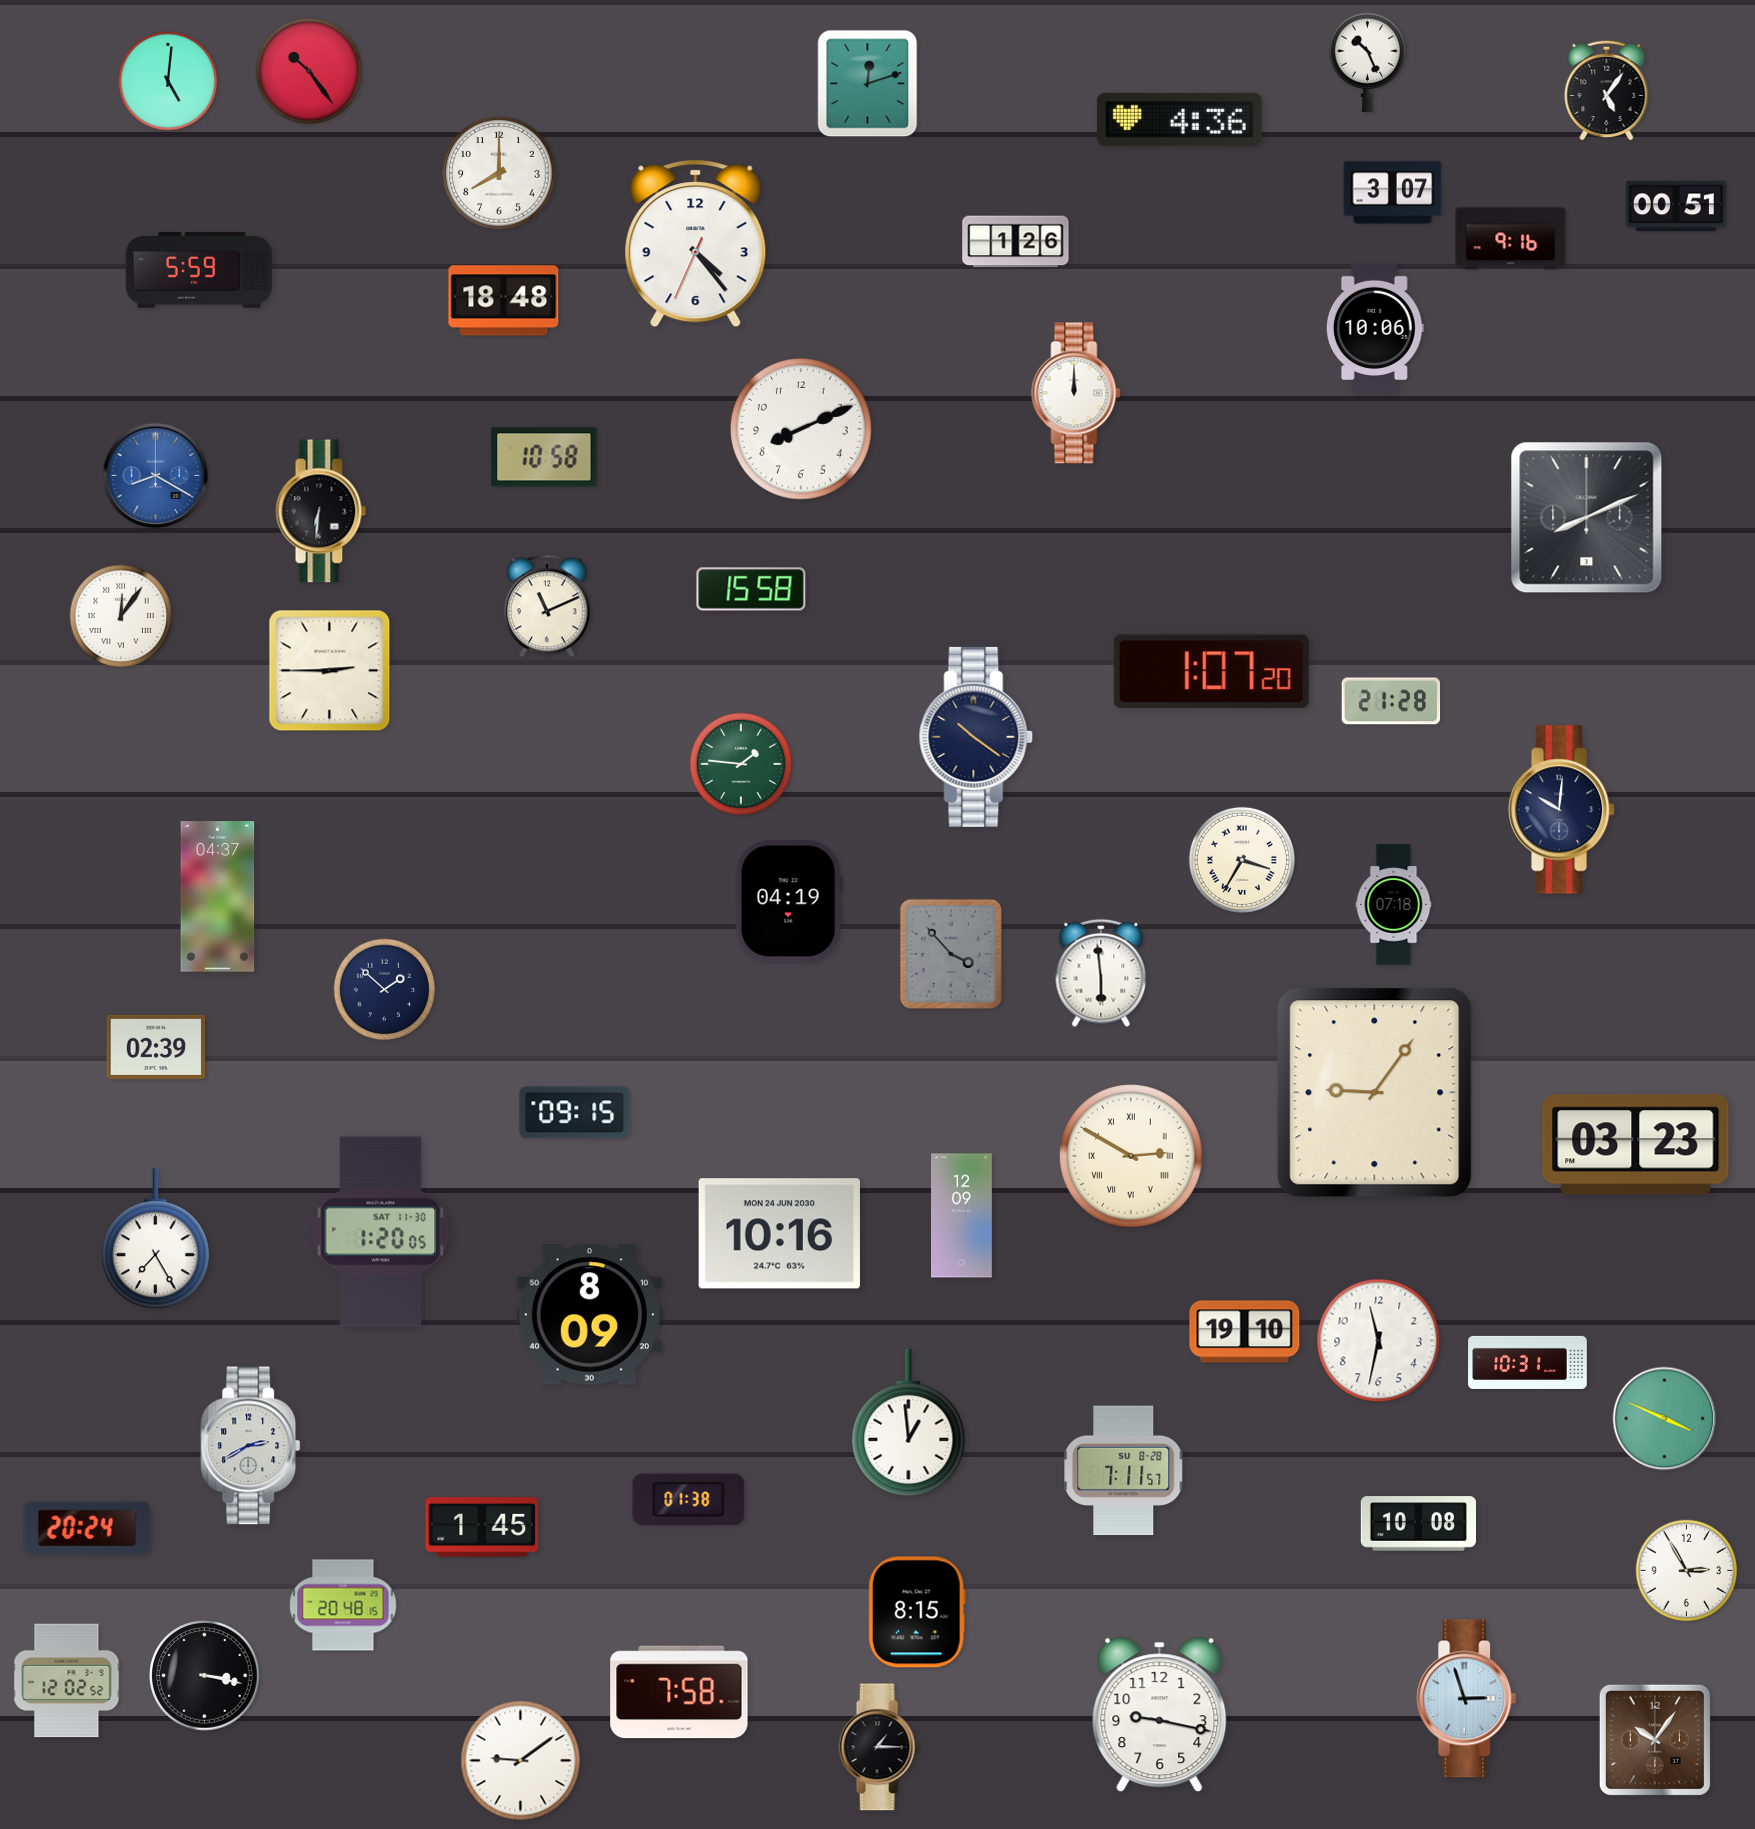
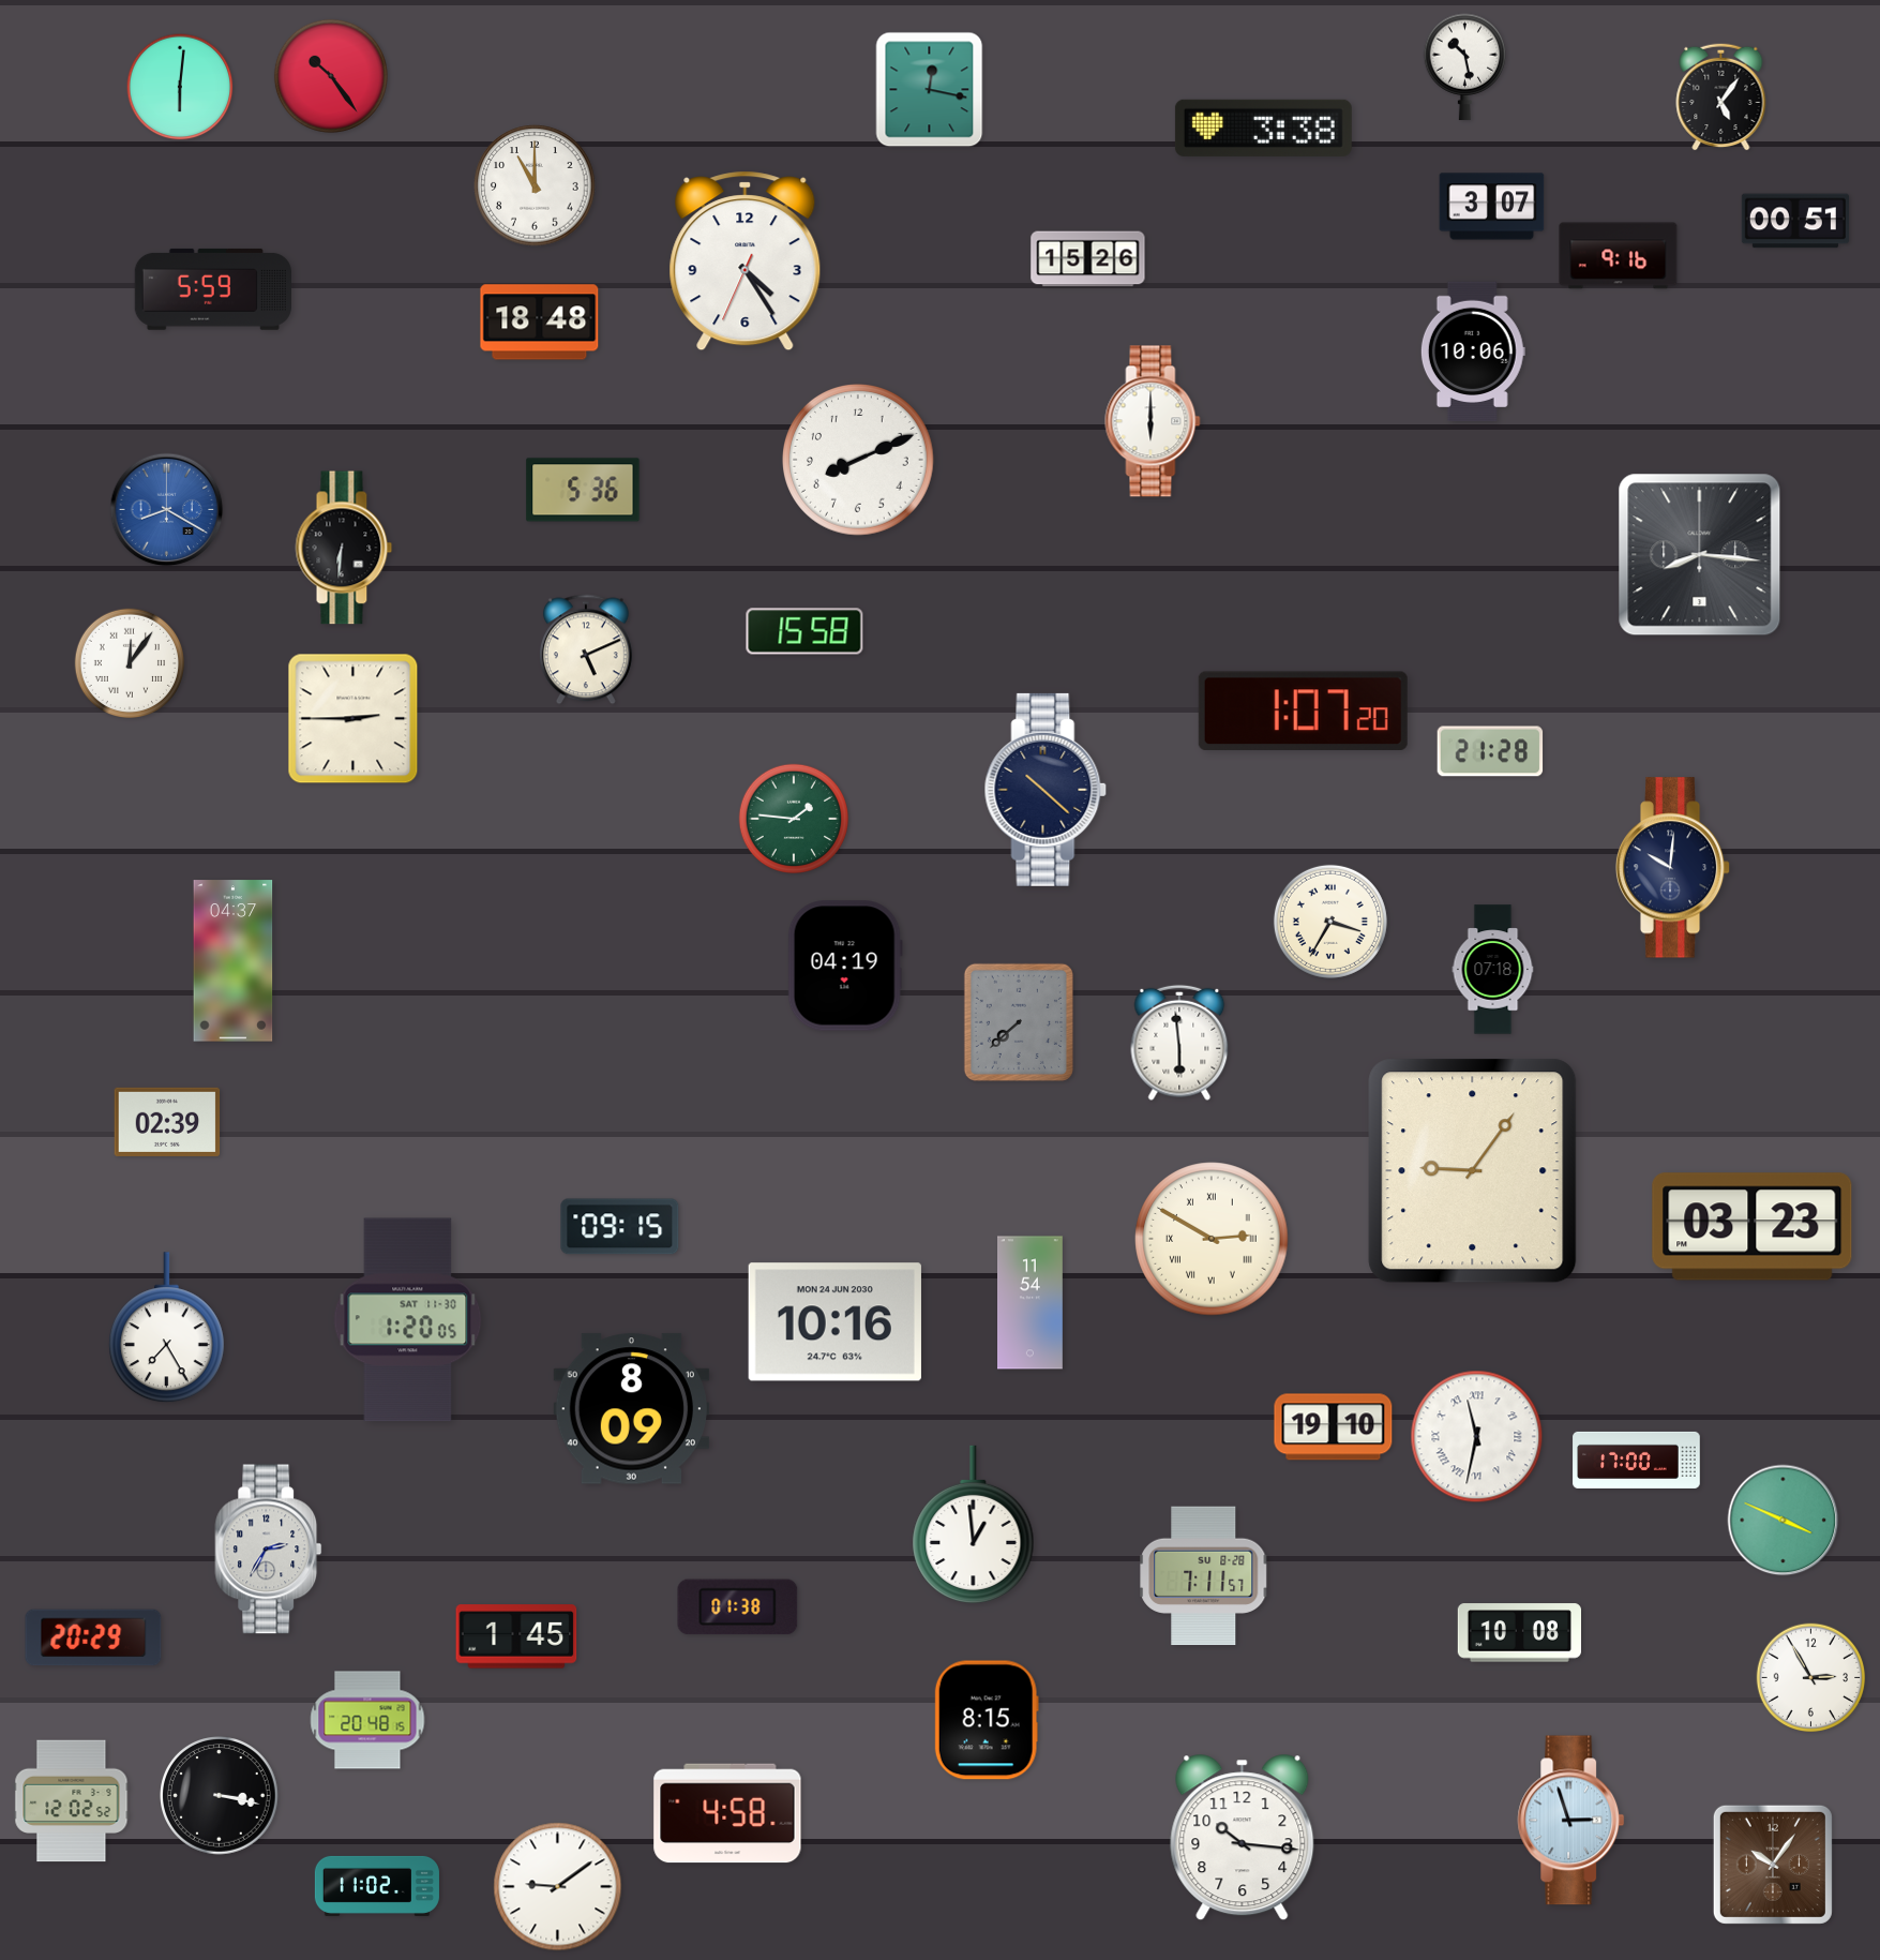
clock at (1368, 63): 10:26 -> 10:28
clock at (168, 81): 5:01 -> 6:01
clock at (868, 84): 12:12 -> 12:17
clock at (1179, 119): 4:36 -> 3:38
clock at (499, 173): 8:00 -> 11:00
clock at (1016, 242): 1:26 -> 15:26
clock at (696, 244): 4:23 -> 4:24
clock at (1076, 393): 12:00 -> 6:00
clock at (544, 457): 10:58 -> 5:36
clock at (1587, 518): 8:11 -> 8:16
clock at (547, 606): 11:11 -> 5:11
clock at (120, 615) position: (120, 615) -> (129, 662)
clock at (1211, 671) position: (1211, 671) -> (1303, 710)
clock at (976, 737): 10:21 -> 10:22
clock at (951, 954): 3:53 -> 7:38
clock at (385, 990): 1:52 -> none
clock at (575, 1113) position: (575, 1113) -> (620, 1227)
clock at (962, 1216): 12:09 -> 11:54
clock at (1379, 1341) numerals: Arabic -> Roman
clock at (1528, 1362): 10:31 -> 17:00
clock at (251, 1446): 2:40 -> 2:35
clock at (87, 1528): 20:24 -> 20:29
clock at (1687, 1571) position: (1687, 1571) -> (1811, 1678)
clock at (917, 1612) position: (917, 1612) -> (987, 1720)
clock at (679, 1692): 7:58 -> 4:58
clock at (1160, 1715): 9:17 -> 10:16
clock at (879, 1747): 1:15 -> none
clock at (377, 1886): none -> 11:02
